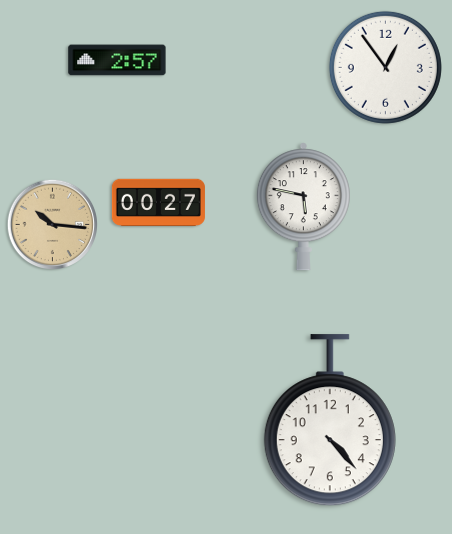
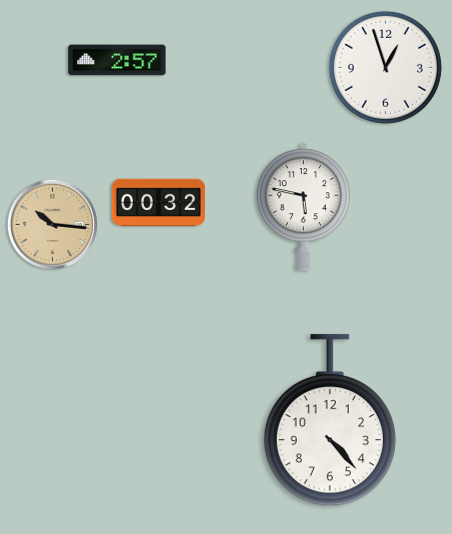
clock at (385, 67): 12:54 -> 12:57
clock at (158, 203): 00:27 -> 00:32
